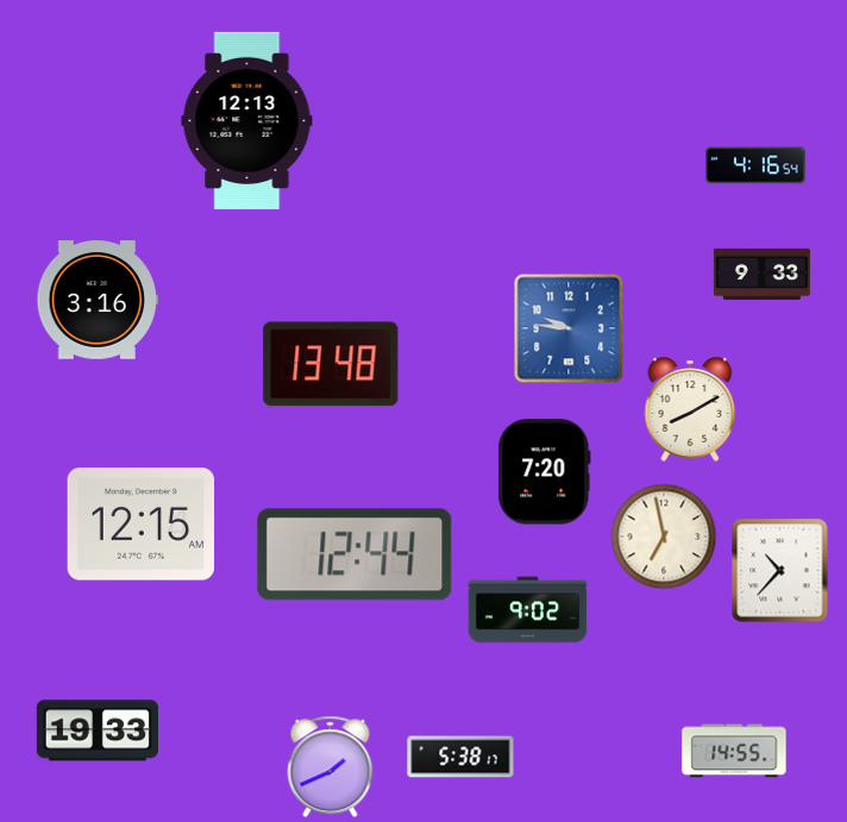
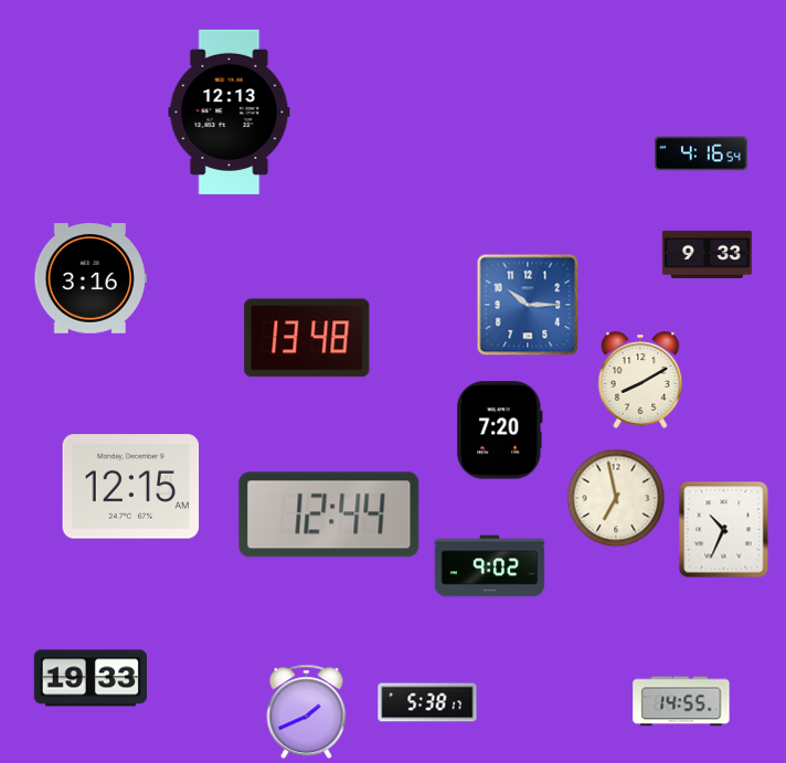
clock at (569, 328): 9:46 -> 10:15
clock at (545, 472) position: (545, 472) -> (500, 431)
clock at (780, 571): 10:37 -> 10:34
clock at (734, 751) position: (734, 751) -> (681, 701)
